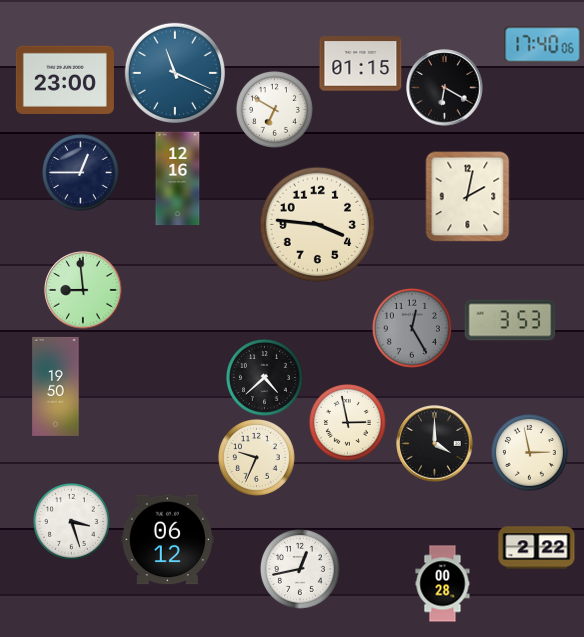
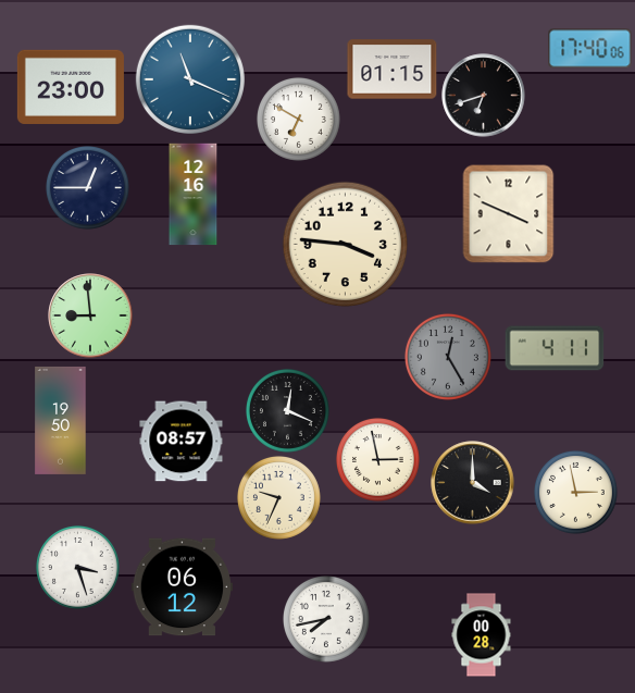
clock at (445, 88): 6:20 -> 6:42
clock at (468, 197): 2:02 -> 3:49
clock at (510, 320): 3:53 -> 4:11
clock at (264, 377): 4:38 -> 12:19
clock at (182, 442): none -> 08:57
clock at (537, 548): 2:22 -> none
clock at (300, 569): 12:43 -> 7:43
